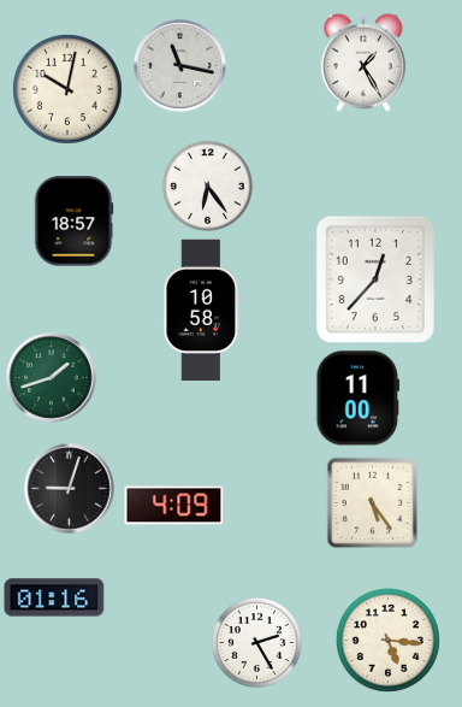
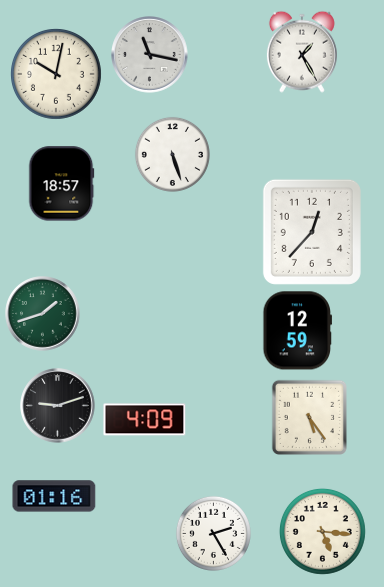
clock at (207, 185): 6:24 -> 5:27
clock at (202, 310): 10:58 -> none
clock at (359, 399): 11:00 -> 12:59
clock at (70, 489): 9:03 -> 9:12
clock at (54, 597) position: (54, 597) -> (54, 496)
